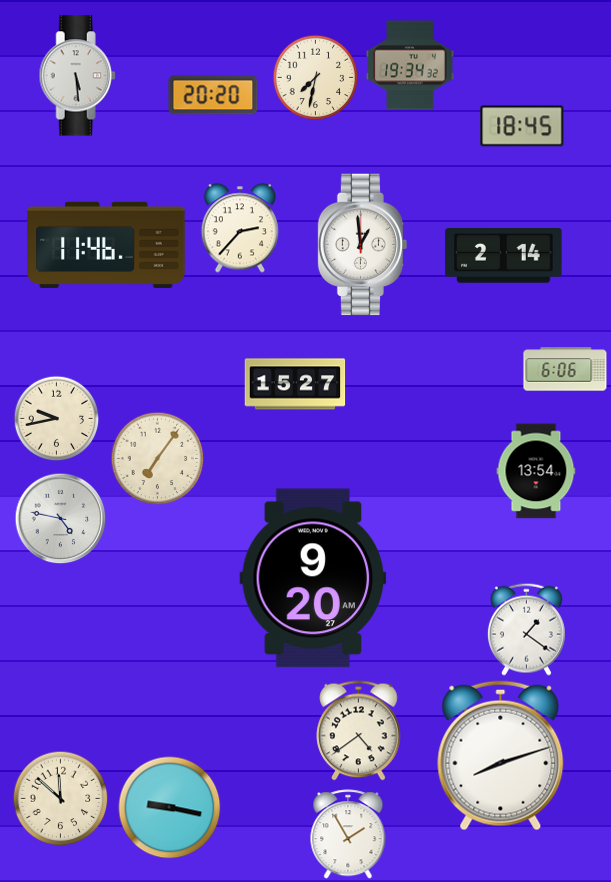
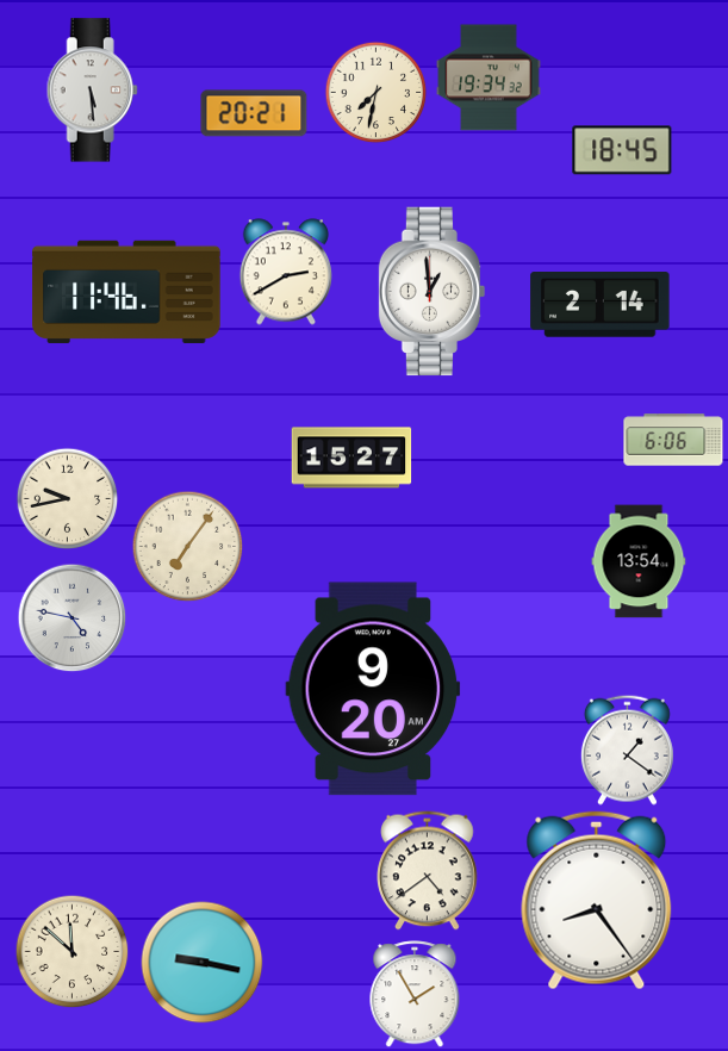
clock at (213, 95): 20:20 -> 20:21
clock at (239, 228): 2:37 -> 2:40
clock at (501, 756): 8:12 -> 8:24
